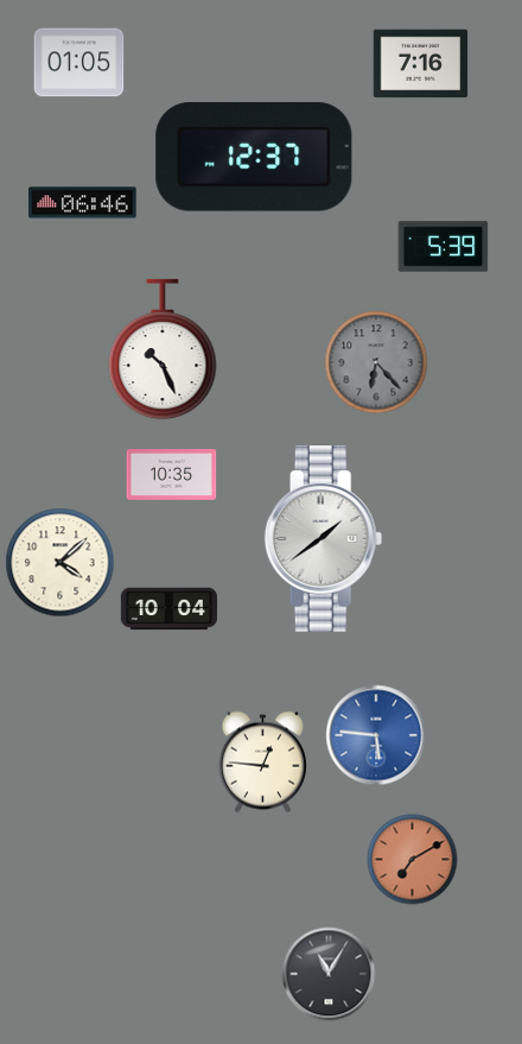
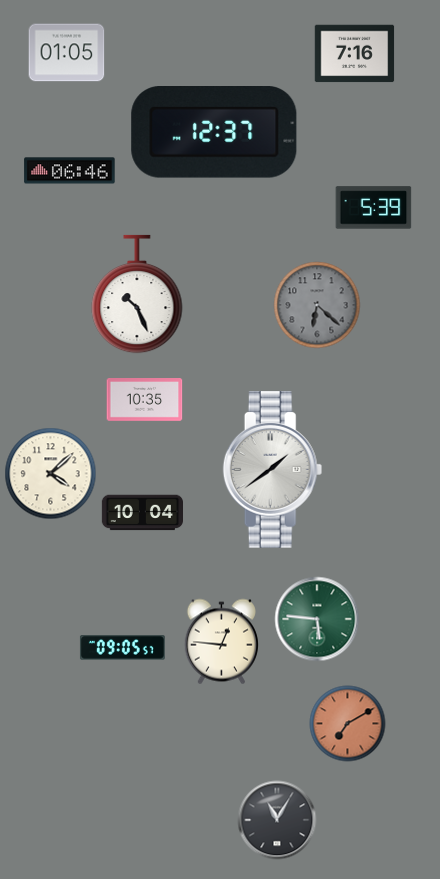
clock at (376, 362): 6:23 -> 6:22
clock at (324, 539) position: (324, 539) -> (273, 470)
clock at (376, 735) dial: blue -> green
clock at (122, 648): none -> 09:05
